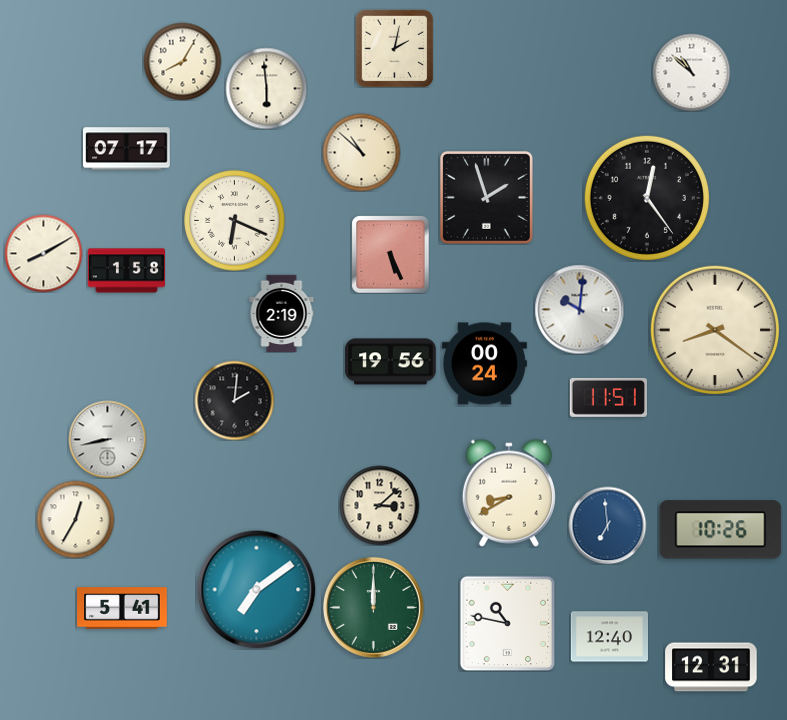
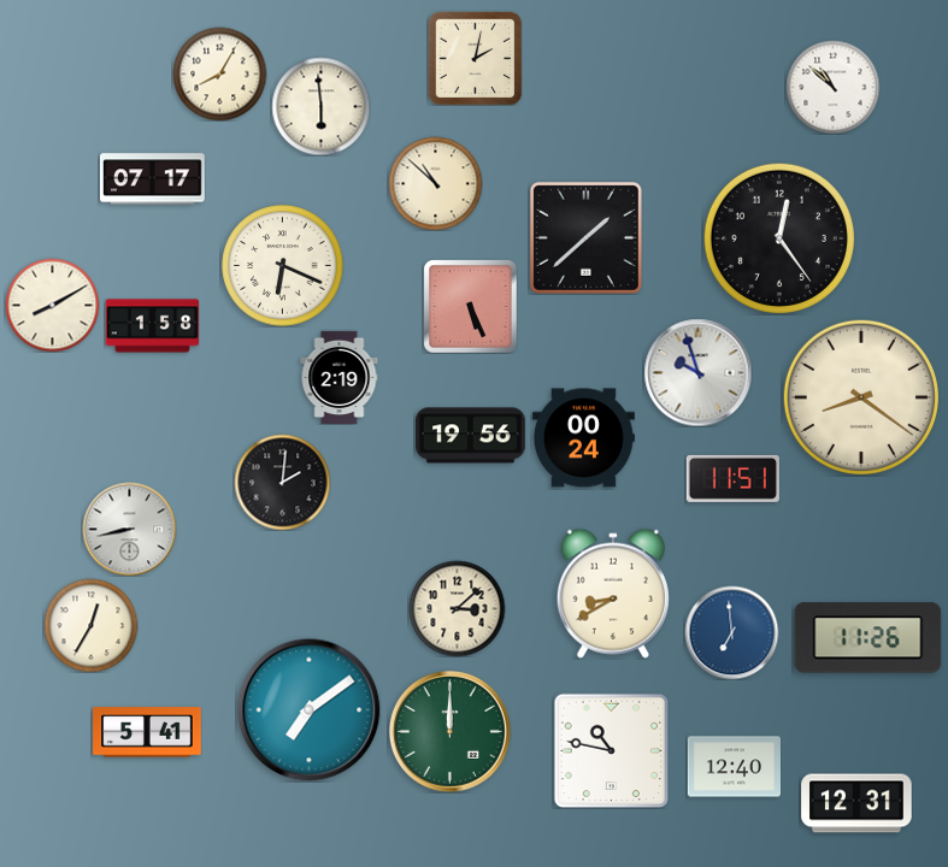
clock at (486, 197): 1:57 -> 1:38
clock at (579, 309): 10:01 -> 9:57
clock at (721, 530): 10:26 -> 11:26
